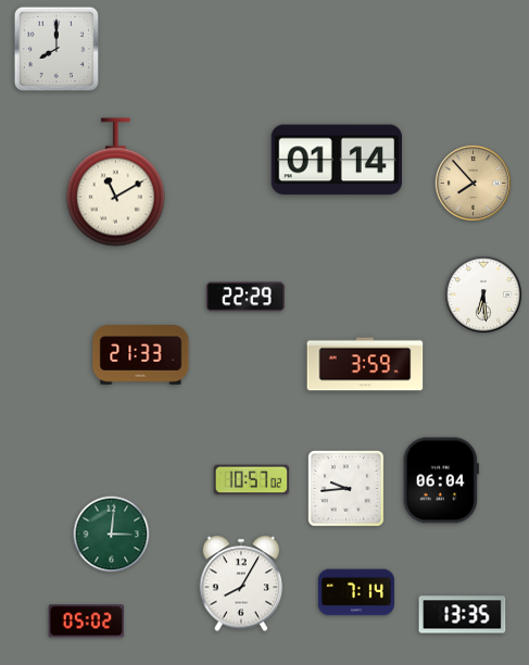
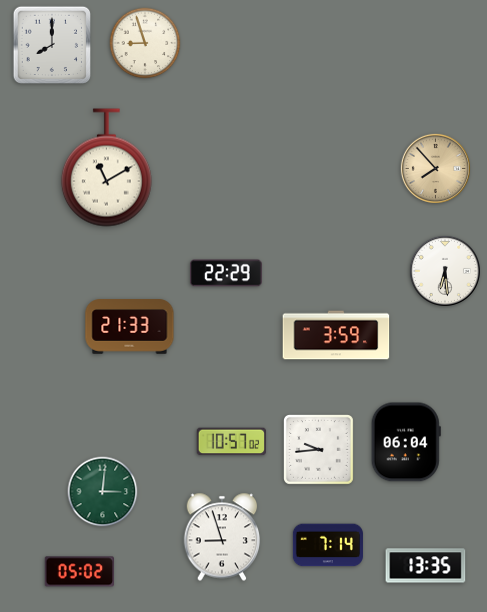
clock at (145, 43): none -> 8:57
clock at (336, 160): 01:14 -> none
clock at (241, 584): 8:05 -> 8:57
